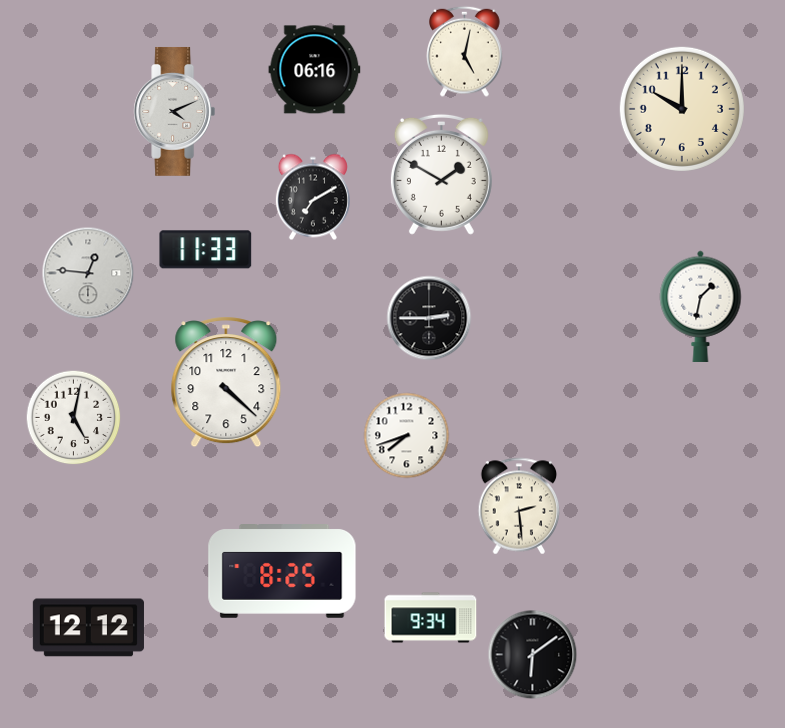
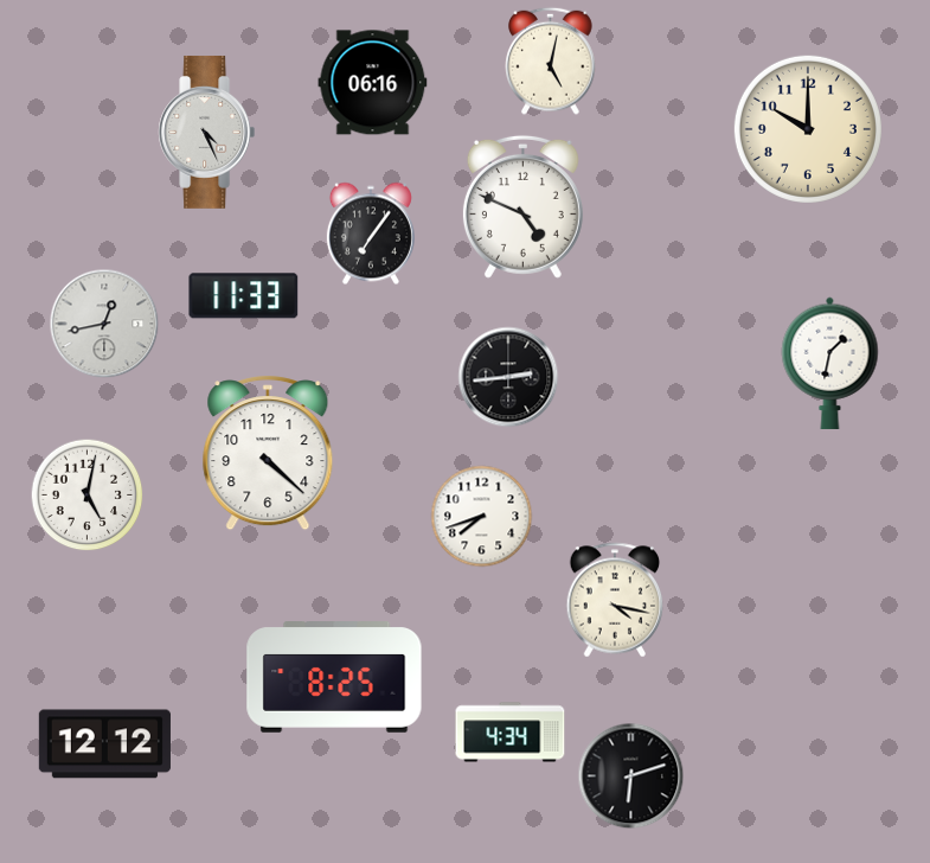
clock at (175, 111): 4:11 -> 4:26
clock at (441, 174): 1:50 -> 4:49
clock at (313, 197): 7:10 -> 7:06
clock at (88, 273): 12:46 -> 12:43
clock at (429, 318): 2:45 -> 2:44
clock at (519, 506): 2:29 -> 4:17
clock at (431, 618): 9:34 -> 4:34
clock at (533, 655): 6:09 -> 6:12
